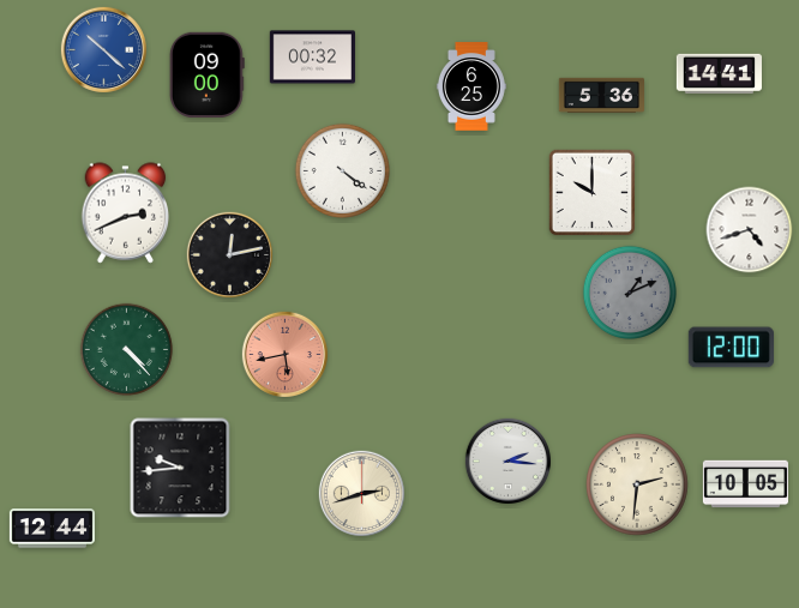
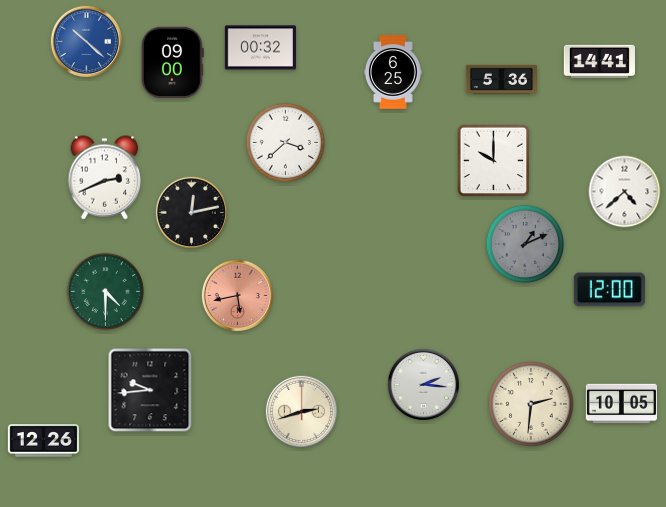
clock at (342, 170): 4:21 -> 3:38
clock at (750, 230): 4:42 -> 4:38
clock at (127, 350): 4:23 -> 4:30
clock at (52, 529): 12:44 -> 12:26
